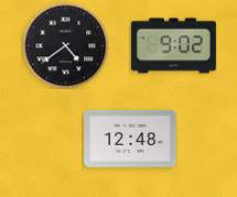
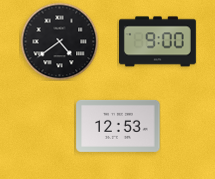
clock at (174, 46): 9:02 -> 9:00
clock at (130, 139): 12:48 -> 12:53
